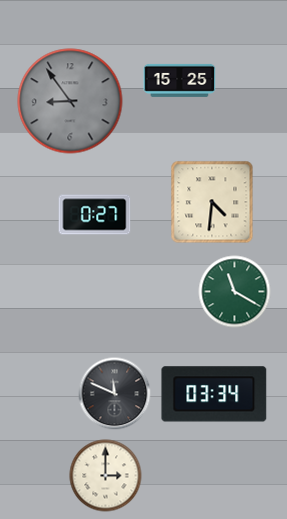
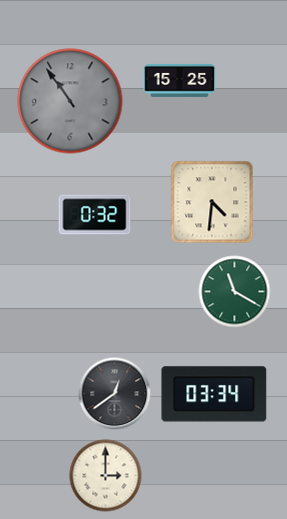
clock at (70, 101): 8:54 -> 10:54
clock at (95, 215): 0:27 -> 0:32
clock at (115, 394): 11:49 -> 12:39
